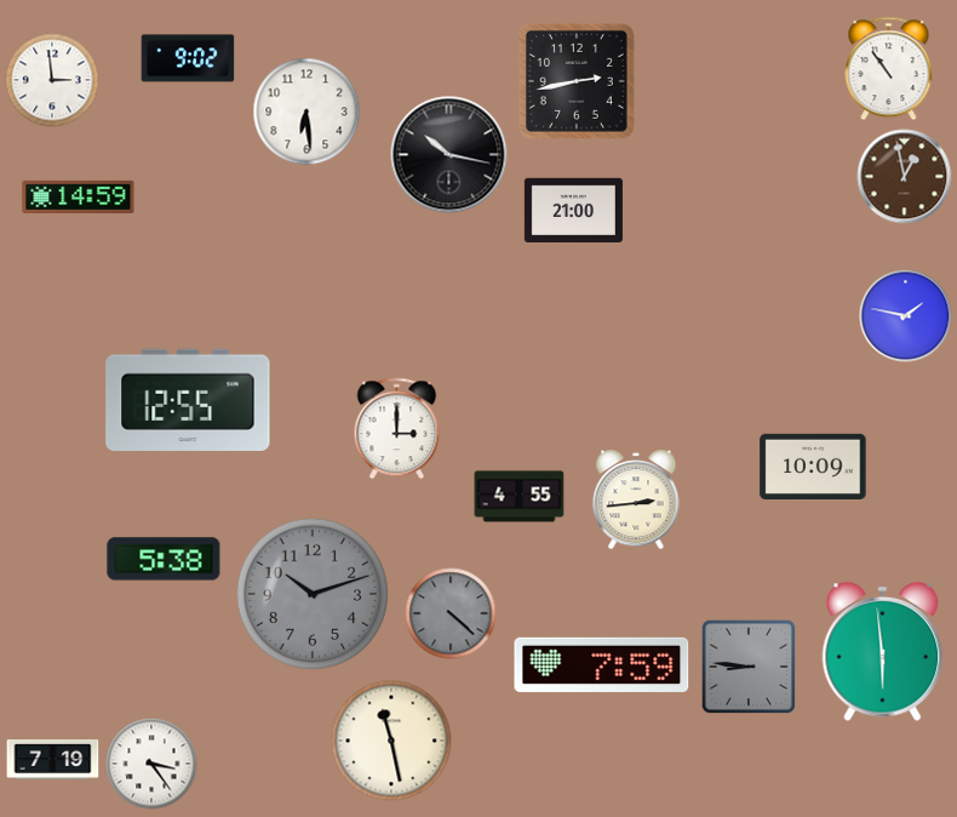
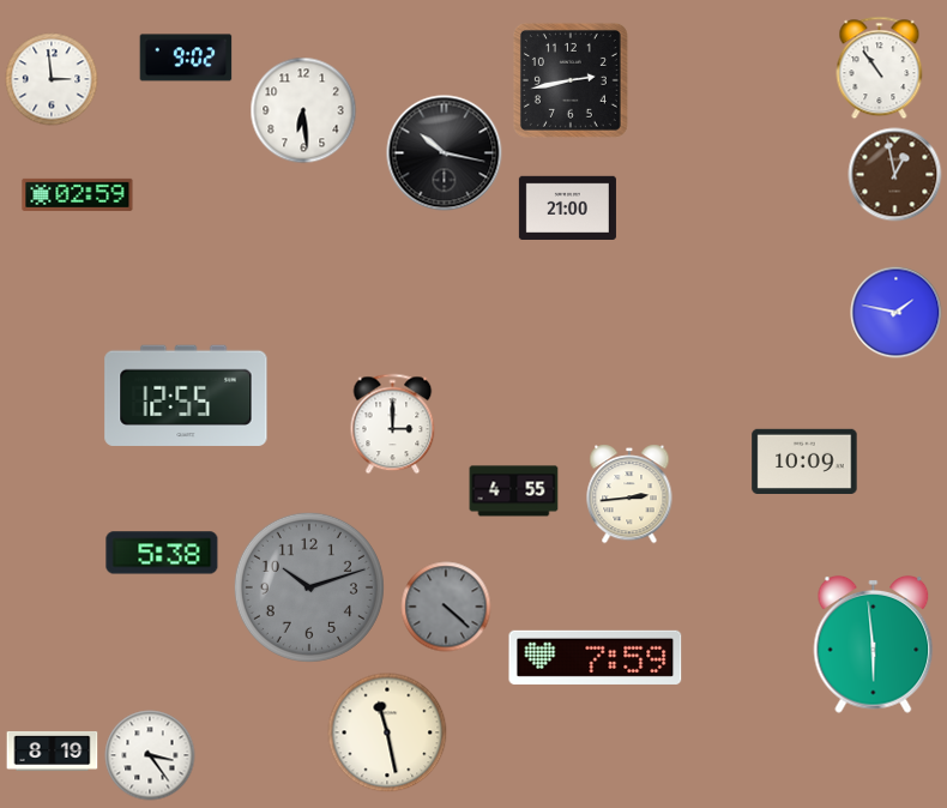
clock at (79, 196): 14:59 -> 02:59
clock at (749, 667): 8:46 -> none
clock at (53, 759): 7:19 -> 8:19
